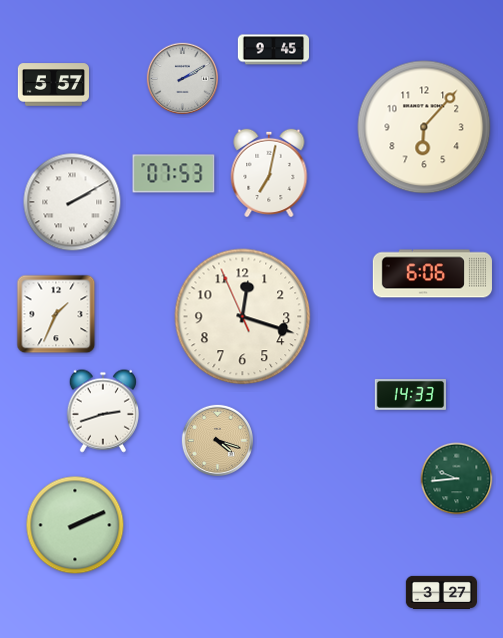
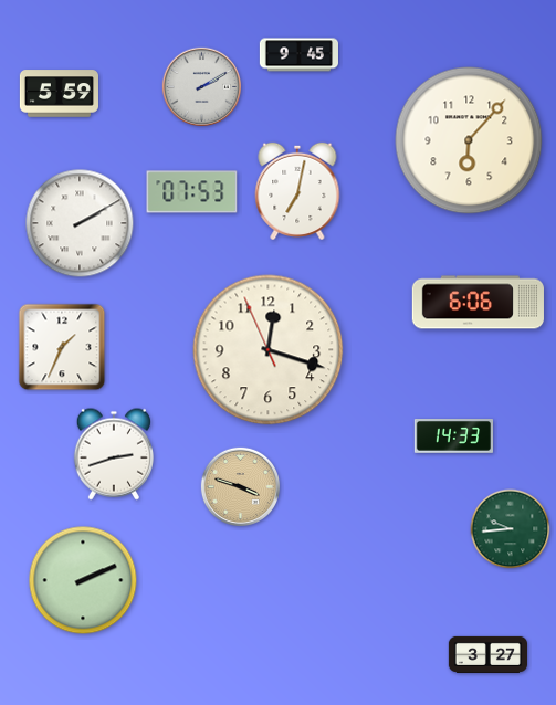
clock at (273, 50) position: (273, 50) -> (298, 55)
clock at (53, 85): 5:57 -> 5:59
clock at (217, 440): 4:18 -> 3:48
clock at (457, 479) position: (457, 479) -> (511, 529)
